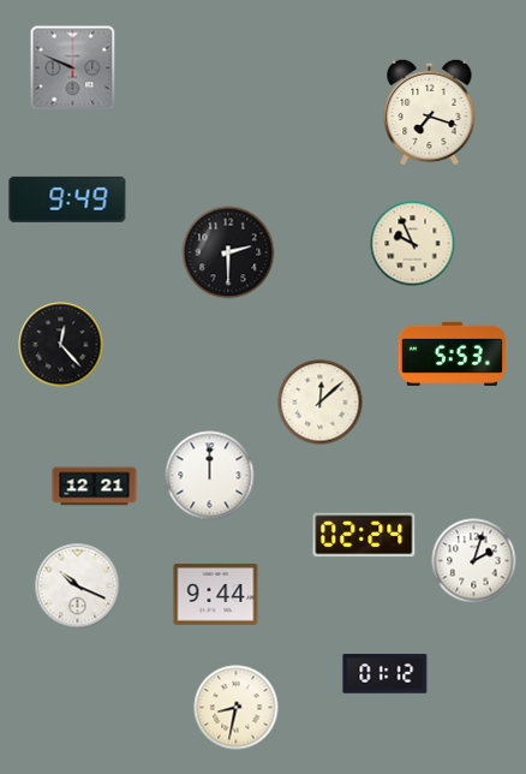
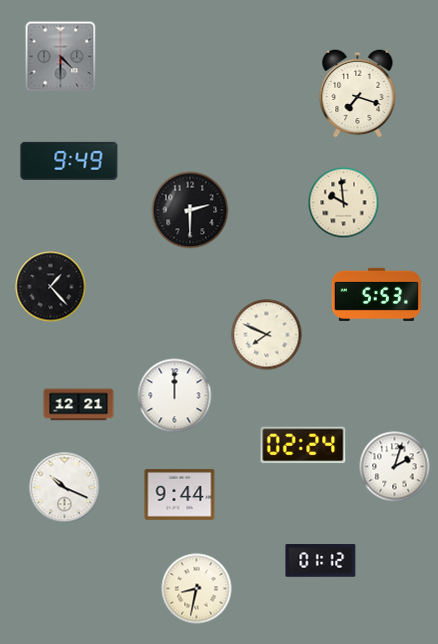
clock at (73, 69): 9:49 -> 4:30
clock at (67, 200) position: (67, 200) -> (69, 161)
clock at (413, 244): 9:56 -> 9:59
clock at (61, 345): 12:23 -> 1:23
clock at (321, 403): 12:08 -> 7:49
